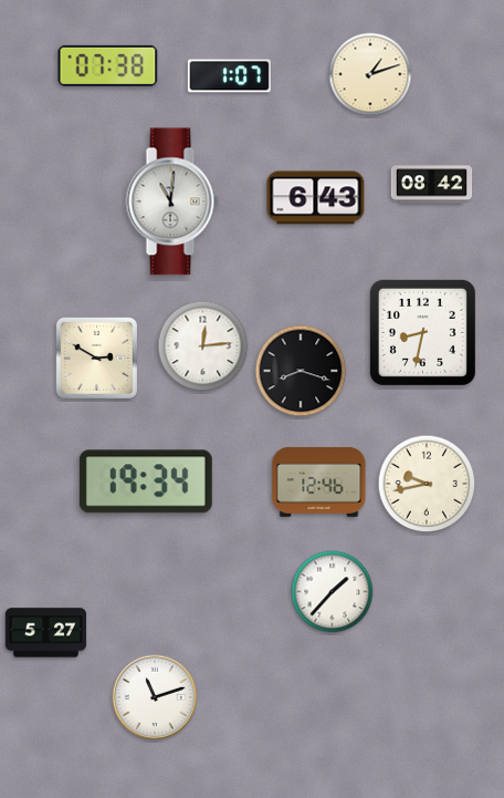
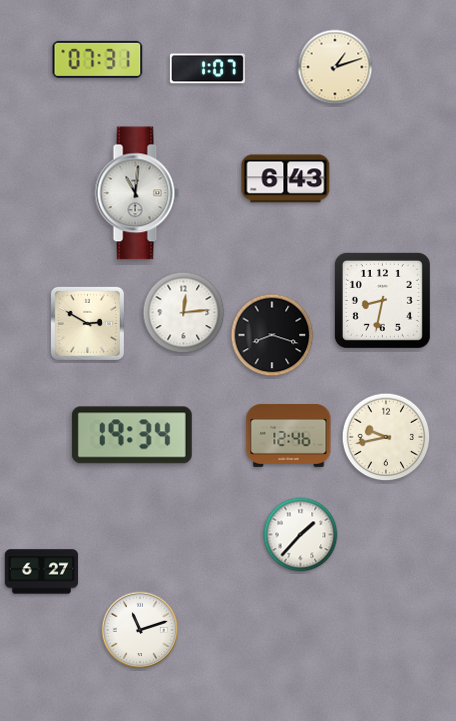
clock at (108, 65): 07:38 -> 07:31
clock at (432, 185): 08:42 -> none
clock at (172, 201) position: (172, 201) -> (137, 193)
clock at (46, 633): 5:27 -> 6:27
